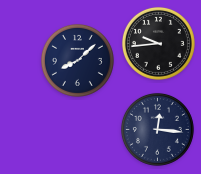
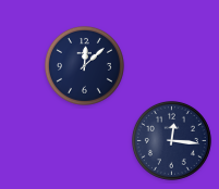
clock at (158, 43): 9:44 -> none
clock at (77, 60): 8:08 -> 12:08
